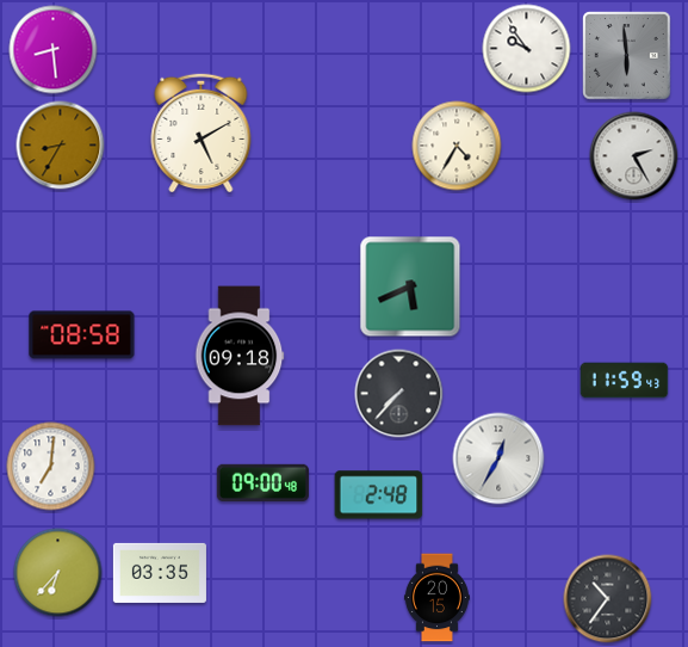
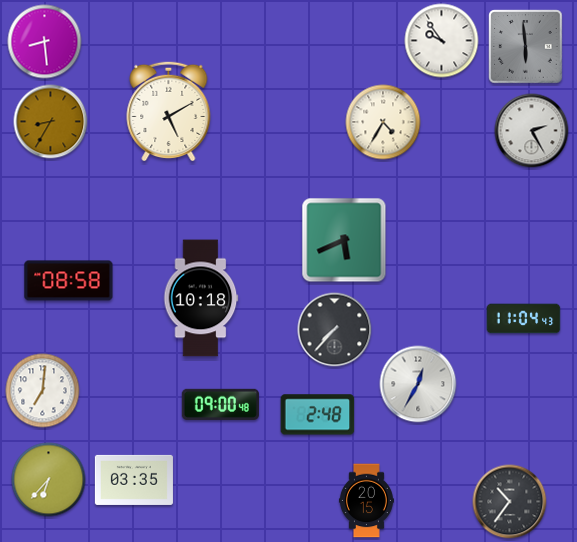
clock at (240, 356): 09:18 -> 10:18
clock at (625, 381): 11:59 -> 11:04
